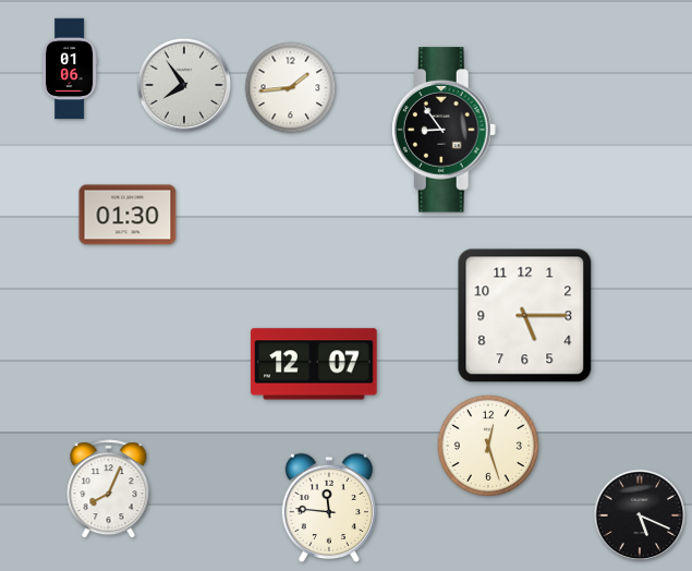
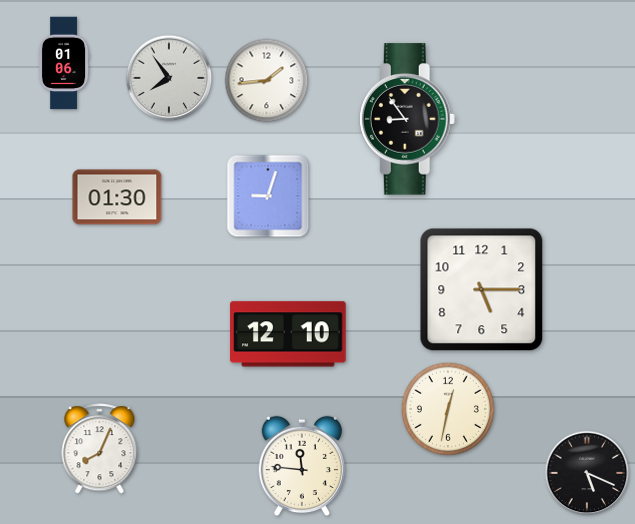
clock at (268, 196): none -> 9:03
clock at (314, 364): 12:07 -> 12:10
clock at (488, 446): 12:27 -> 12:32
